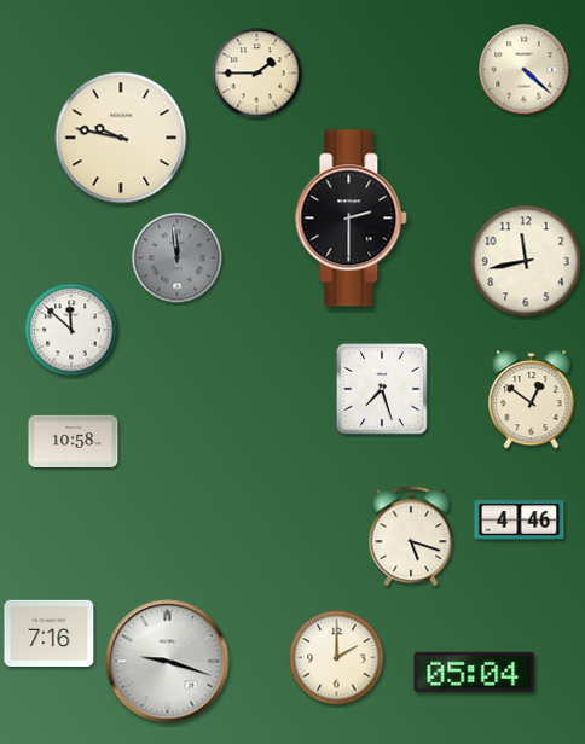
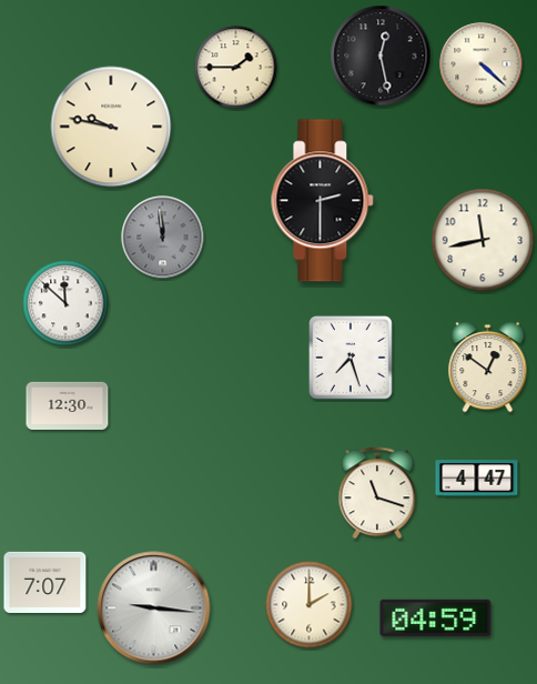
clock at (381, 56): none -> 12:28
clock at (74, 441): 10:58 -> 12:30
clock at (520, 521): 4:46 -> 4:47
clock at (411, 536): 5:18 -> 11:18
clock at (50, 633): 7:16 -> 7:07
clock at (168, 662): 9:18 -> 9:16
clock at (475, 672): 05:04 -> 04:59
